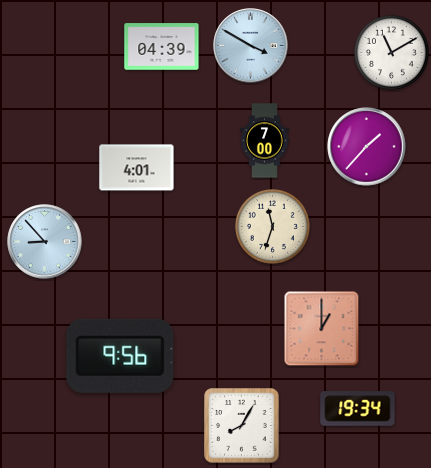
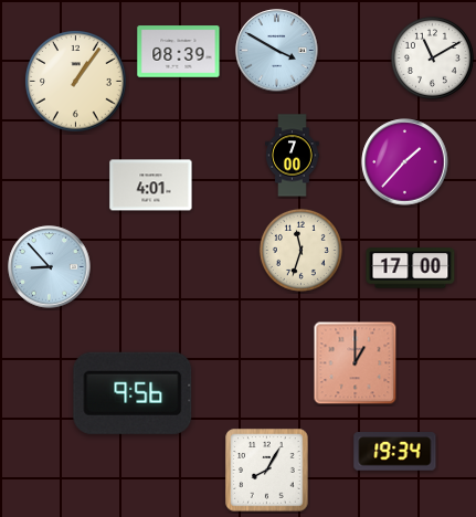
clock at (162, 47): 04:39 -> 08:39
clock at (76, 82): none -> 1:06
clock at (411, 268): none -> 17:00
